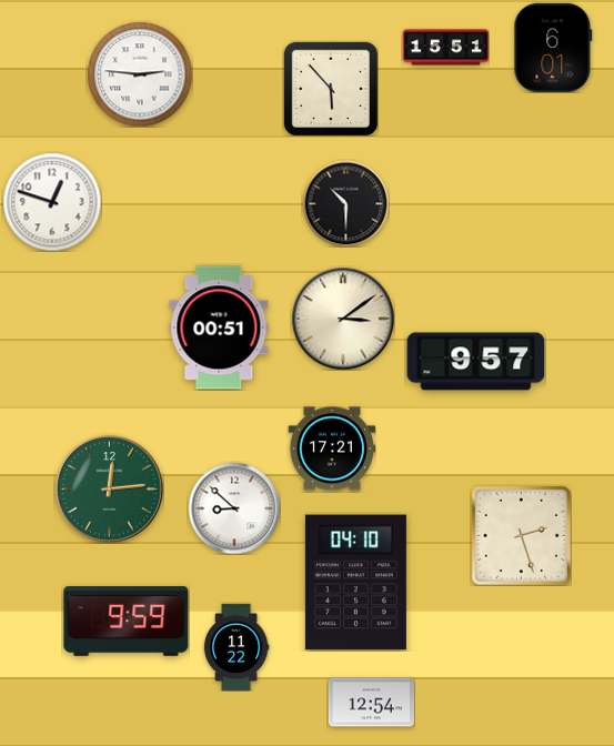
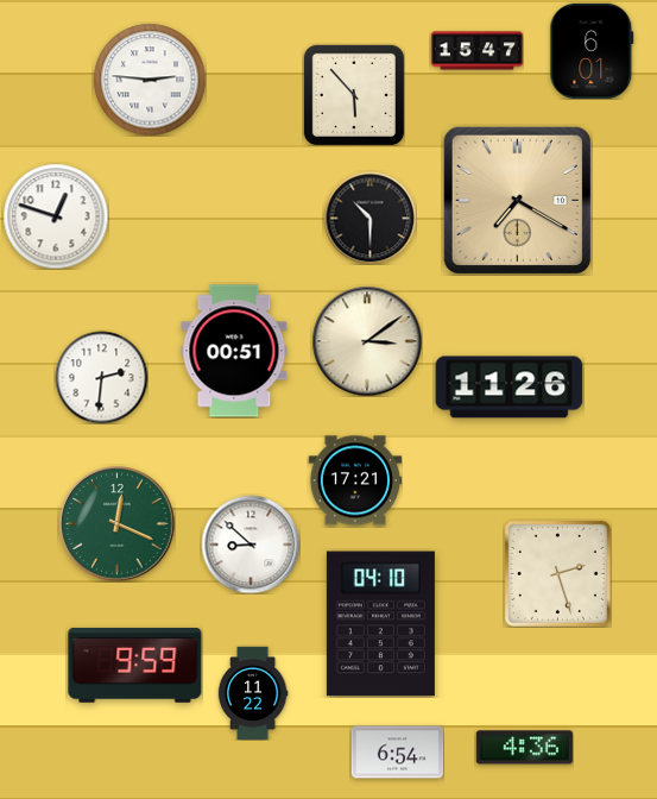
clock at (445, 48): 15:51 -> 15:47
clock at (517, 200): none -> 7:20
clock at (101, 377): none -> 2:31
clock at (476, 362): 9:57 -> 11:26
clock at (110, 490): 12:14 -> 12:19
clock at (524, 748): none -> 4:36
clock at (371, 703): 12:54 -> 6:54
